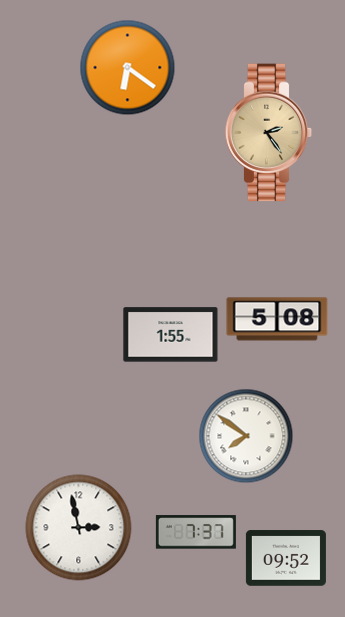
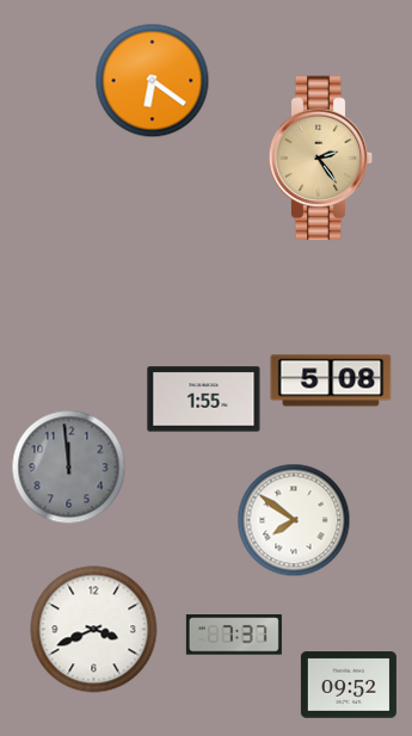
clock at (69, 468): none -> 11:59
clock at (79, 528): 2:58 -> 3:41
clock at (286, 558) position: (286, 558) -> (349, 685)
